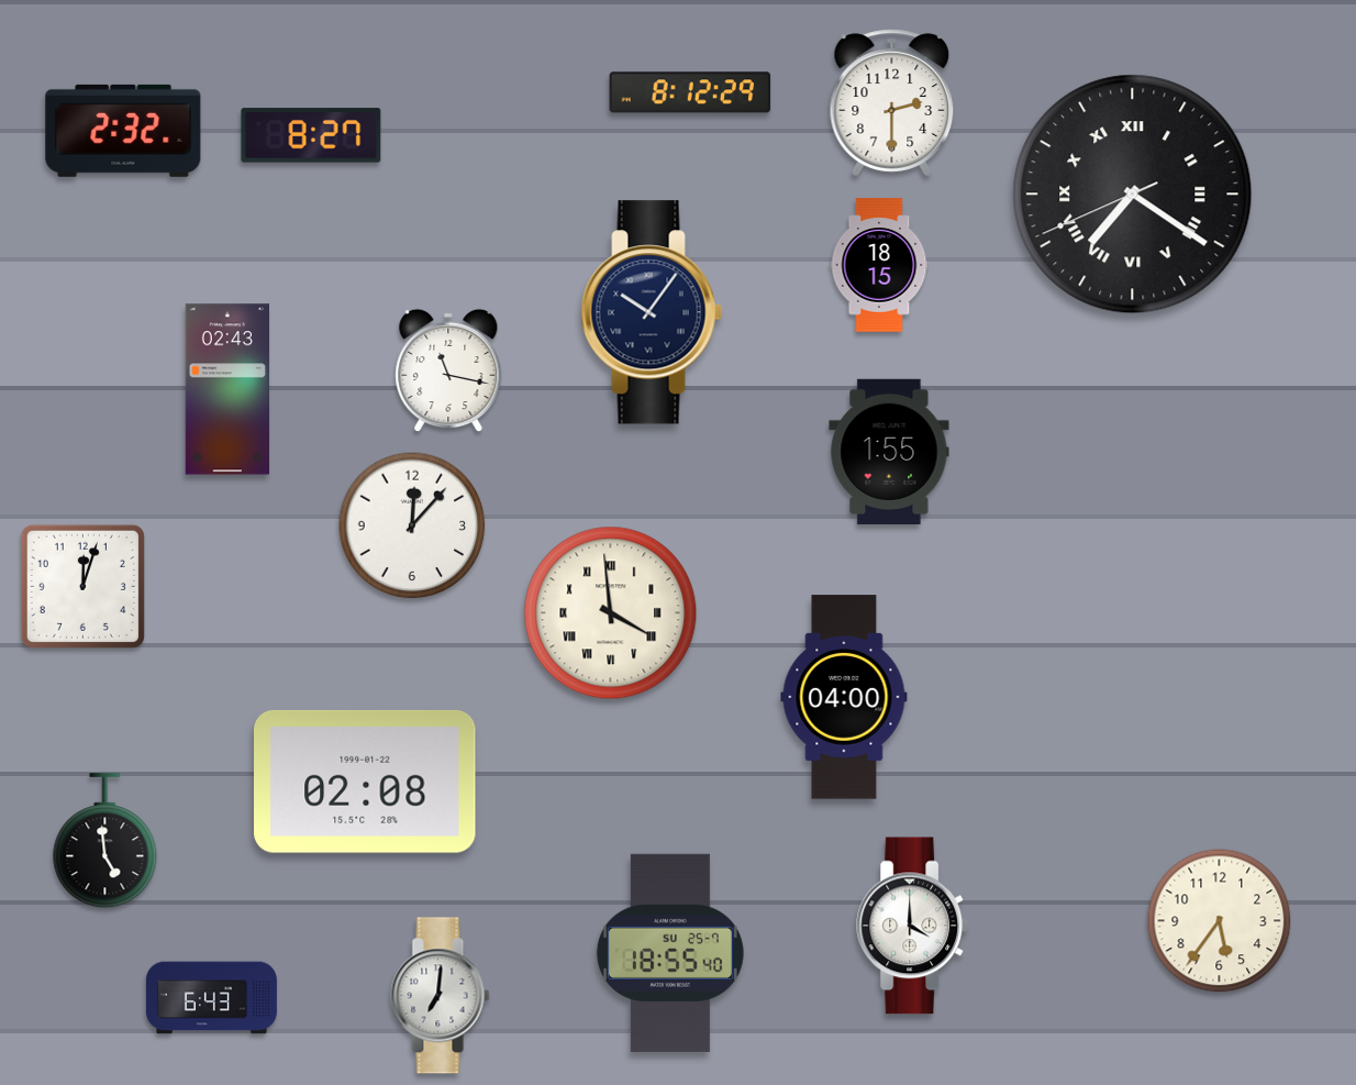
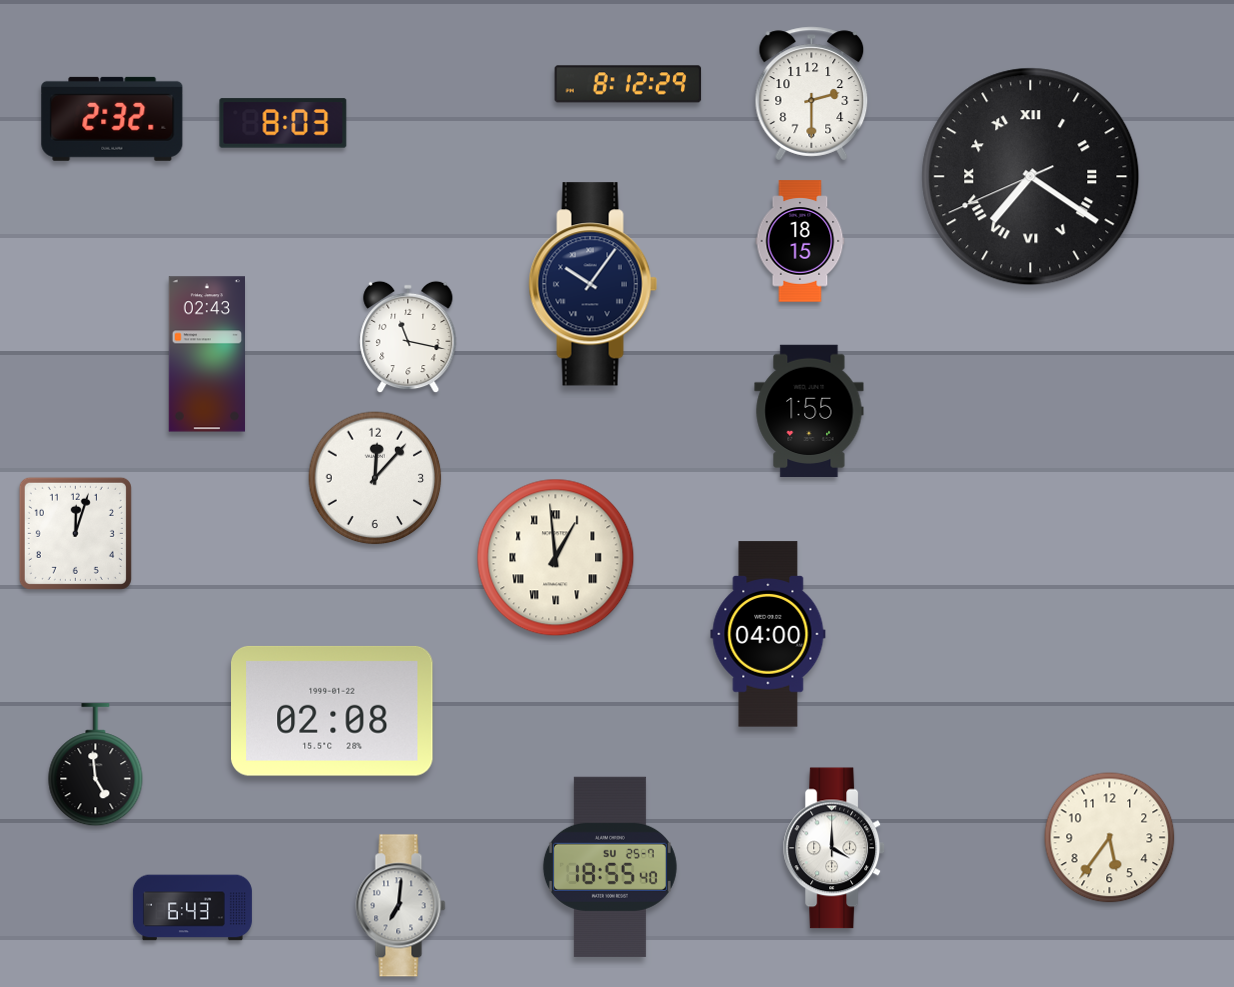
clock at (311, 135): 8:27 -> 8:03
clock at (611, 613): 3:59 -> 12:59
clock at (913, 926) position: (913, 926) -> (835, 848)
